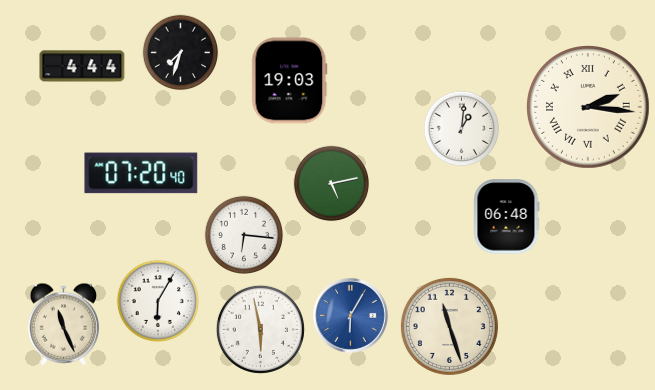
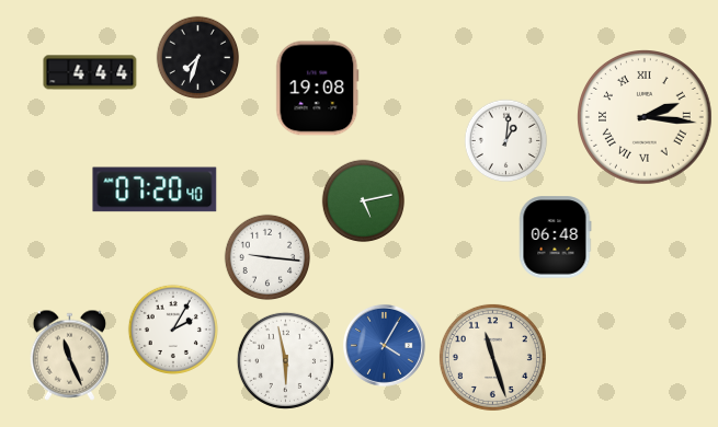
clock at (290, 81): 19:03 -> 19:08
clock at (243, 234): 6:16 -> 9:16
clock at (157, 300): 6:05 -> 2:05
clock at (350, 315): 6:05 -> 4:05
